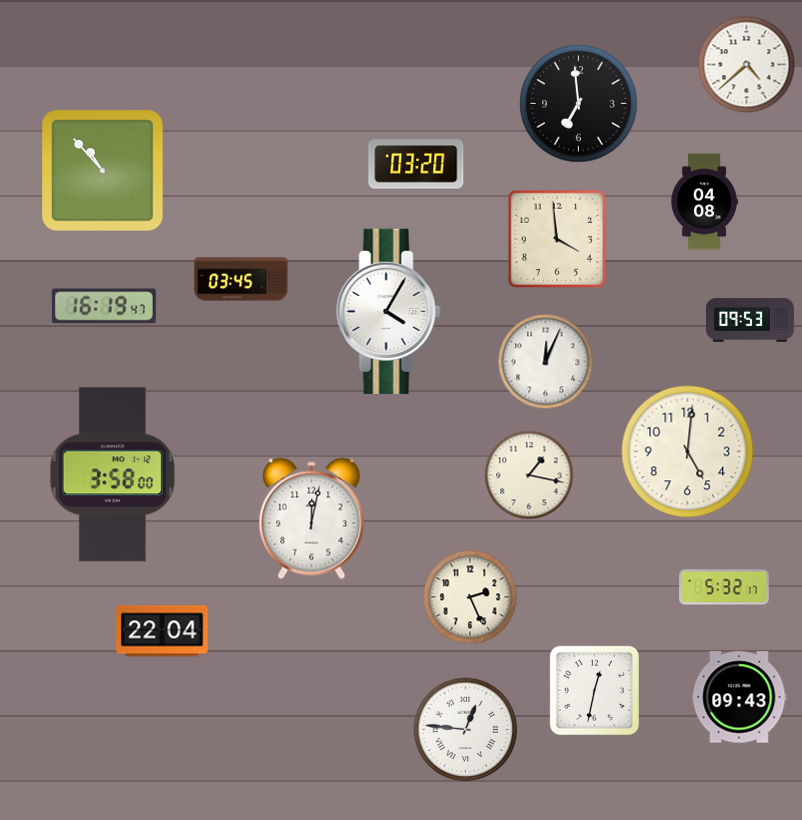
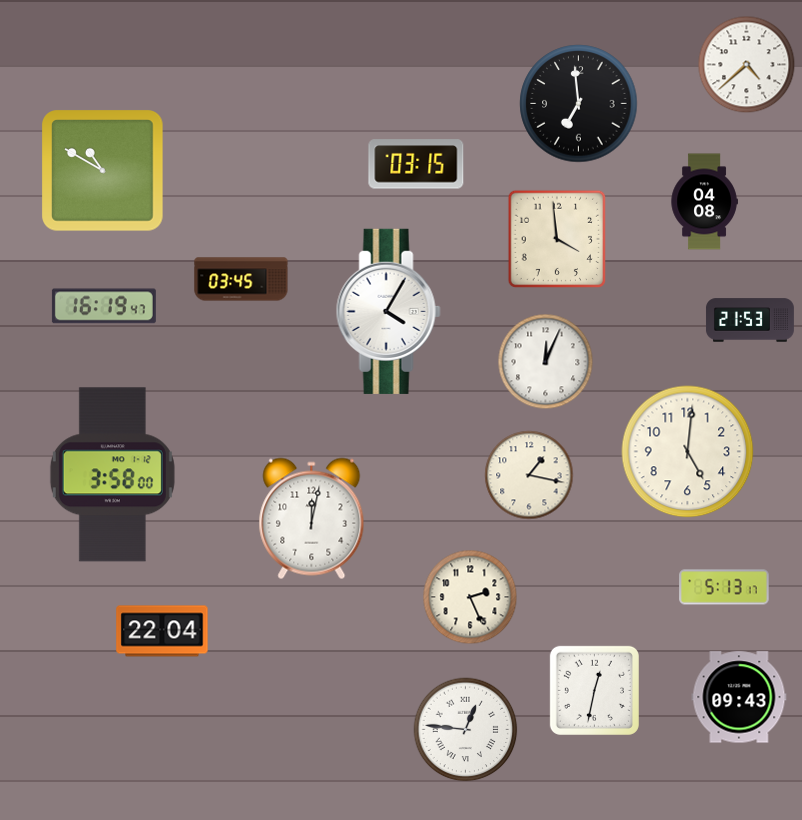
clock at (416, 164): 03:20 -> 03:15
clock at (103, 171): 10:53 -> 10:50
clock at (750, 320): 09:53 -> 21:53
clock at (724, 587): 5:32 -> 5:13
